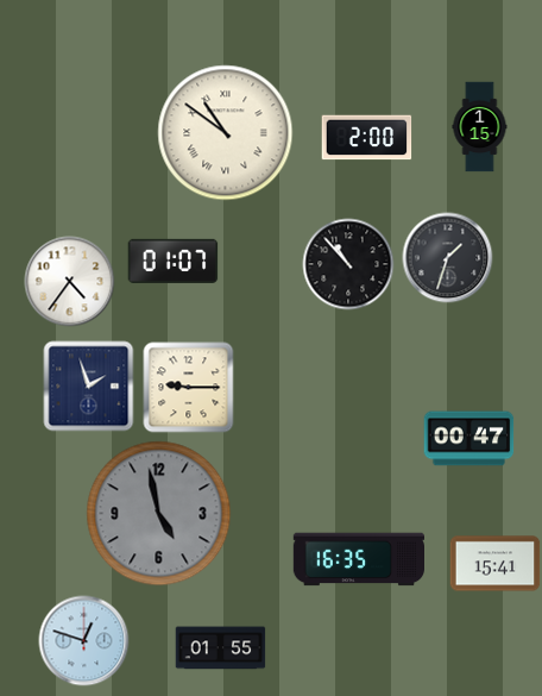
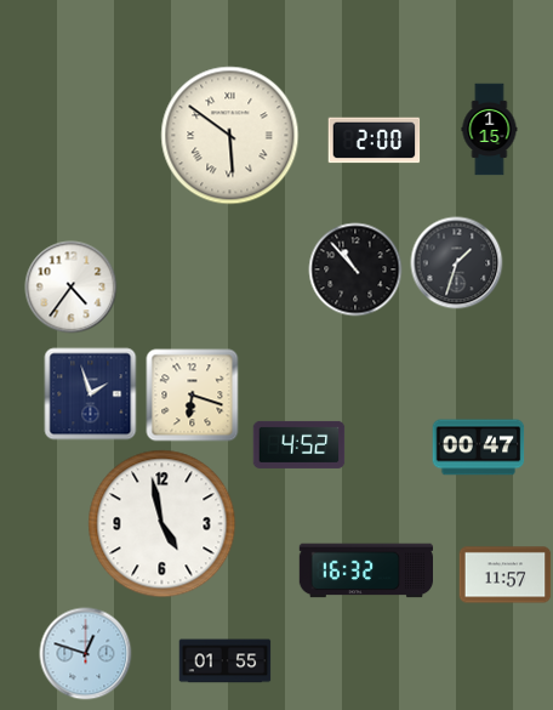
clock at (226, 133): 10:51 -> 5:51
clock at (174, 261): 01:07 -> none
clock at (189, 388): 9:15 -> 6:18
clock at (300, 444): none -> 4:52
clock at (159, 514) dial: grey -> white
clock at (358, 559): 16:35 -> 16:32
clock at (496, 564): 15:41 -> 11:57
